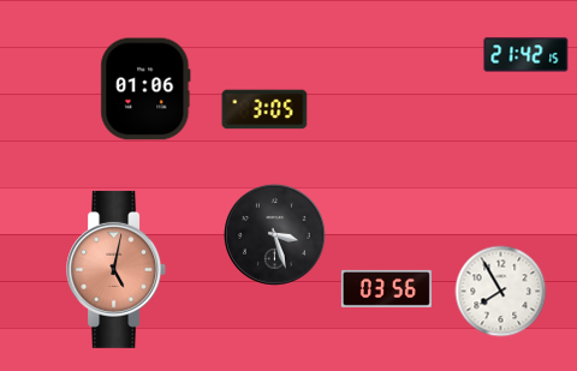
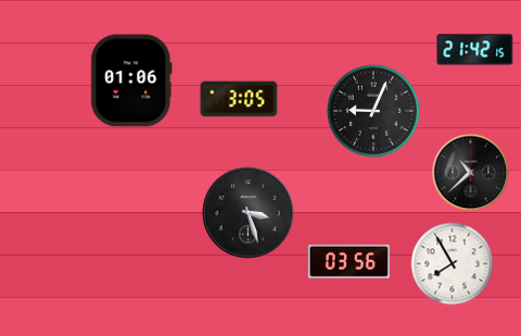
clock at (373, 111): none -> 9:04
clock at (471, 173): none -> 10:38
clock at (117, 269): 5:02 -> none
